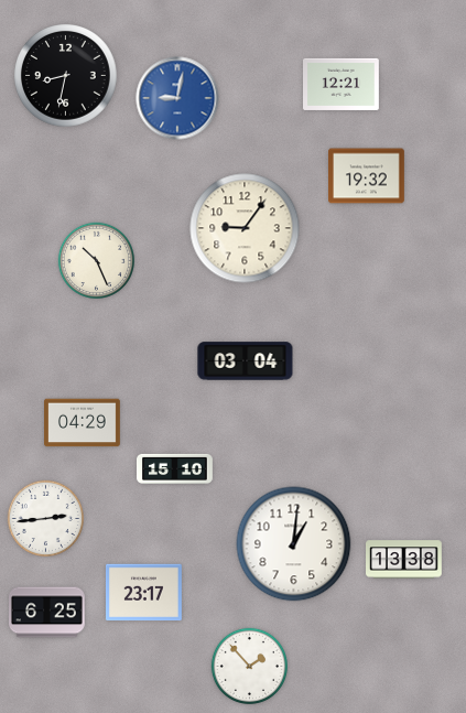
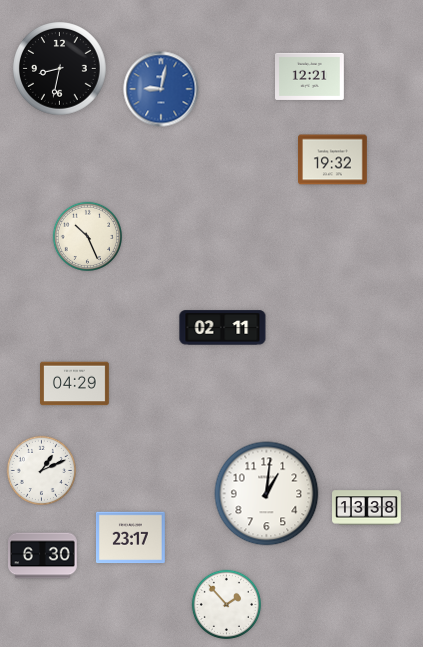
clock at (245, 228): 9:06 -> none
clock at (246, 361): 03:04 -> 02:11
clock at (175, 468): 15:10 -> none
clock at (45, 518): 2:44 -> 1:11
clock at (47, 613): 6:25 -> 6:30
